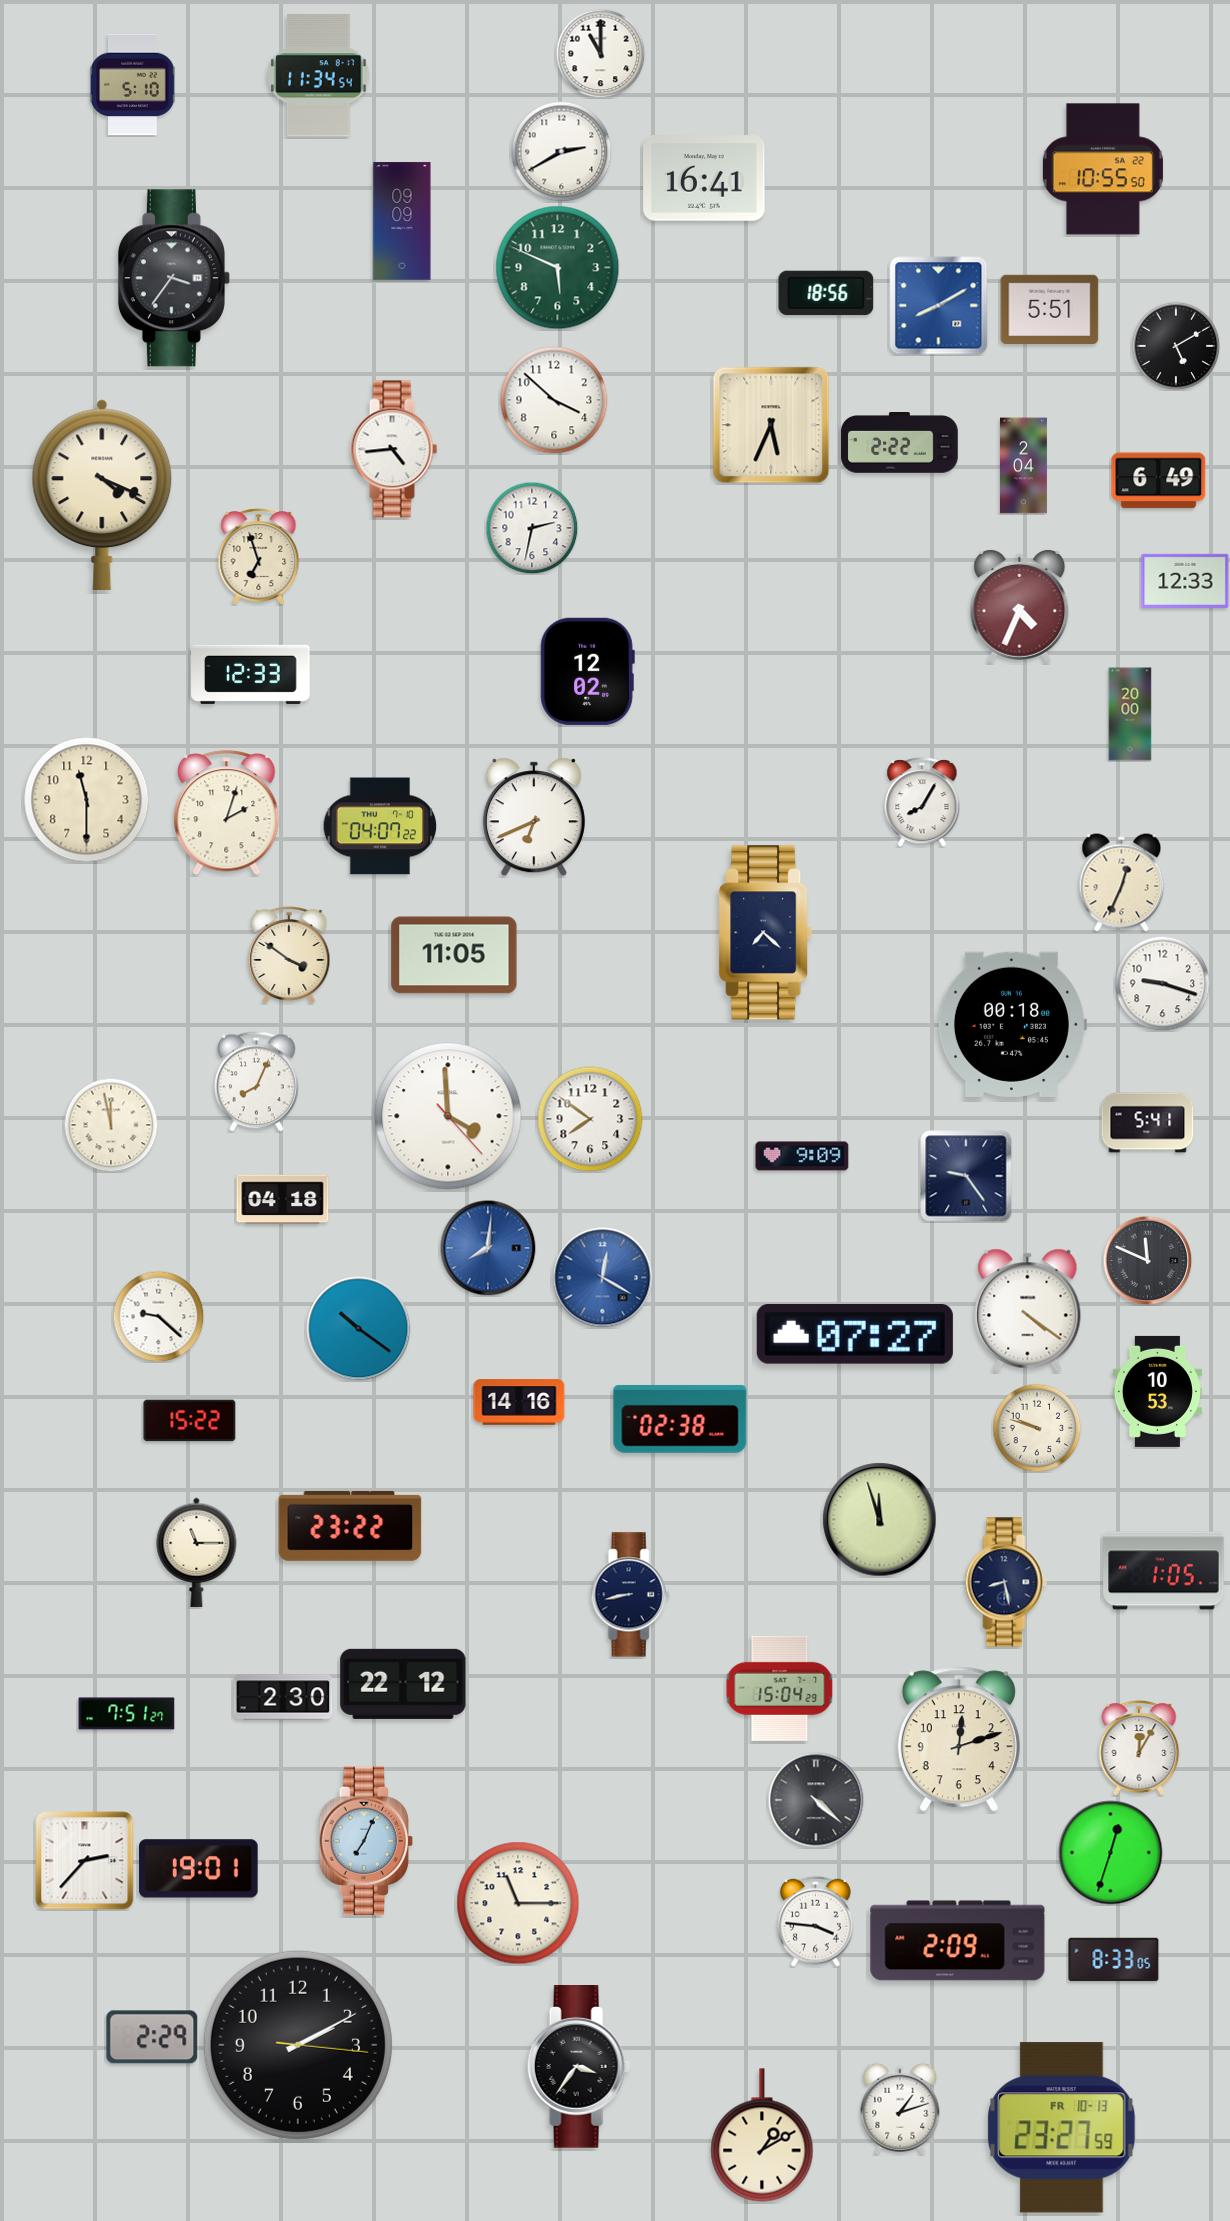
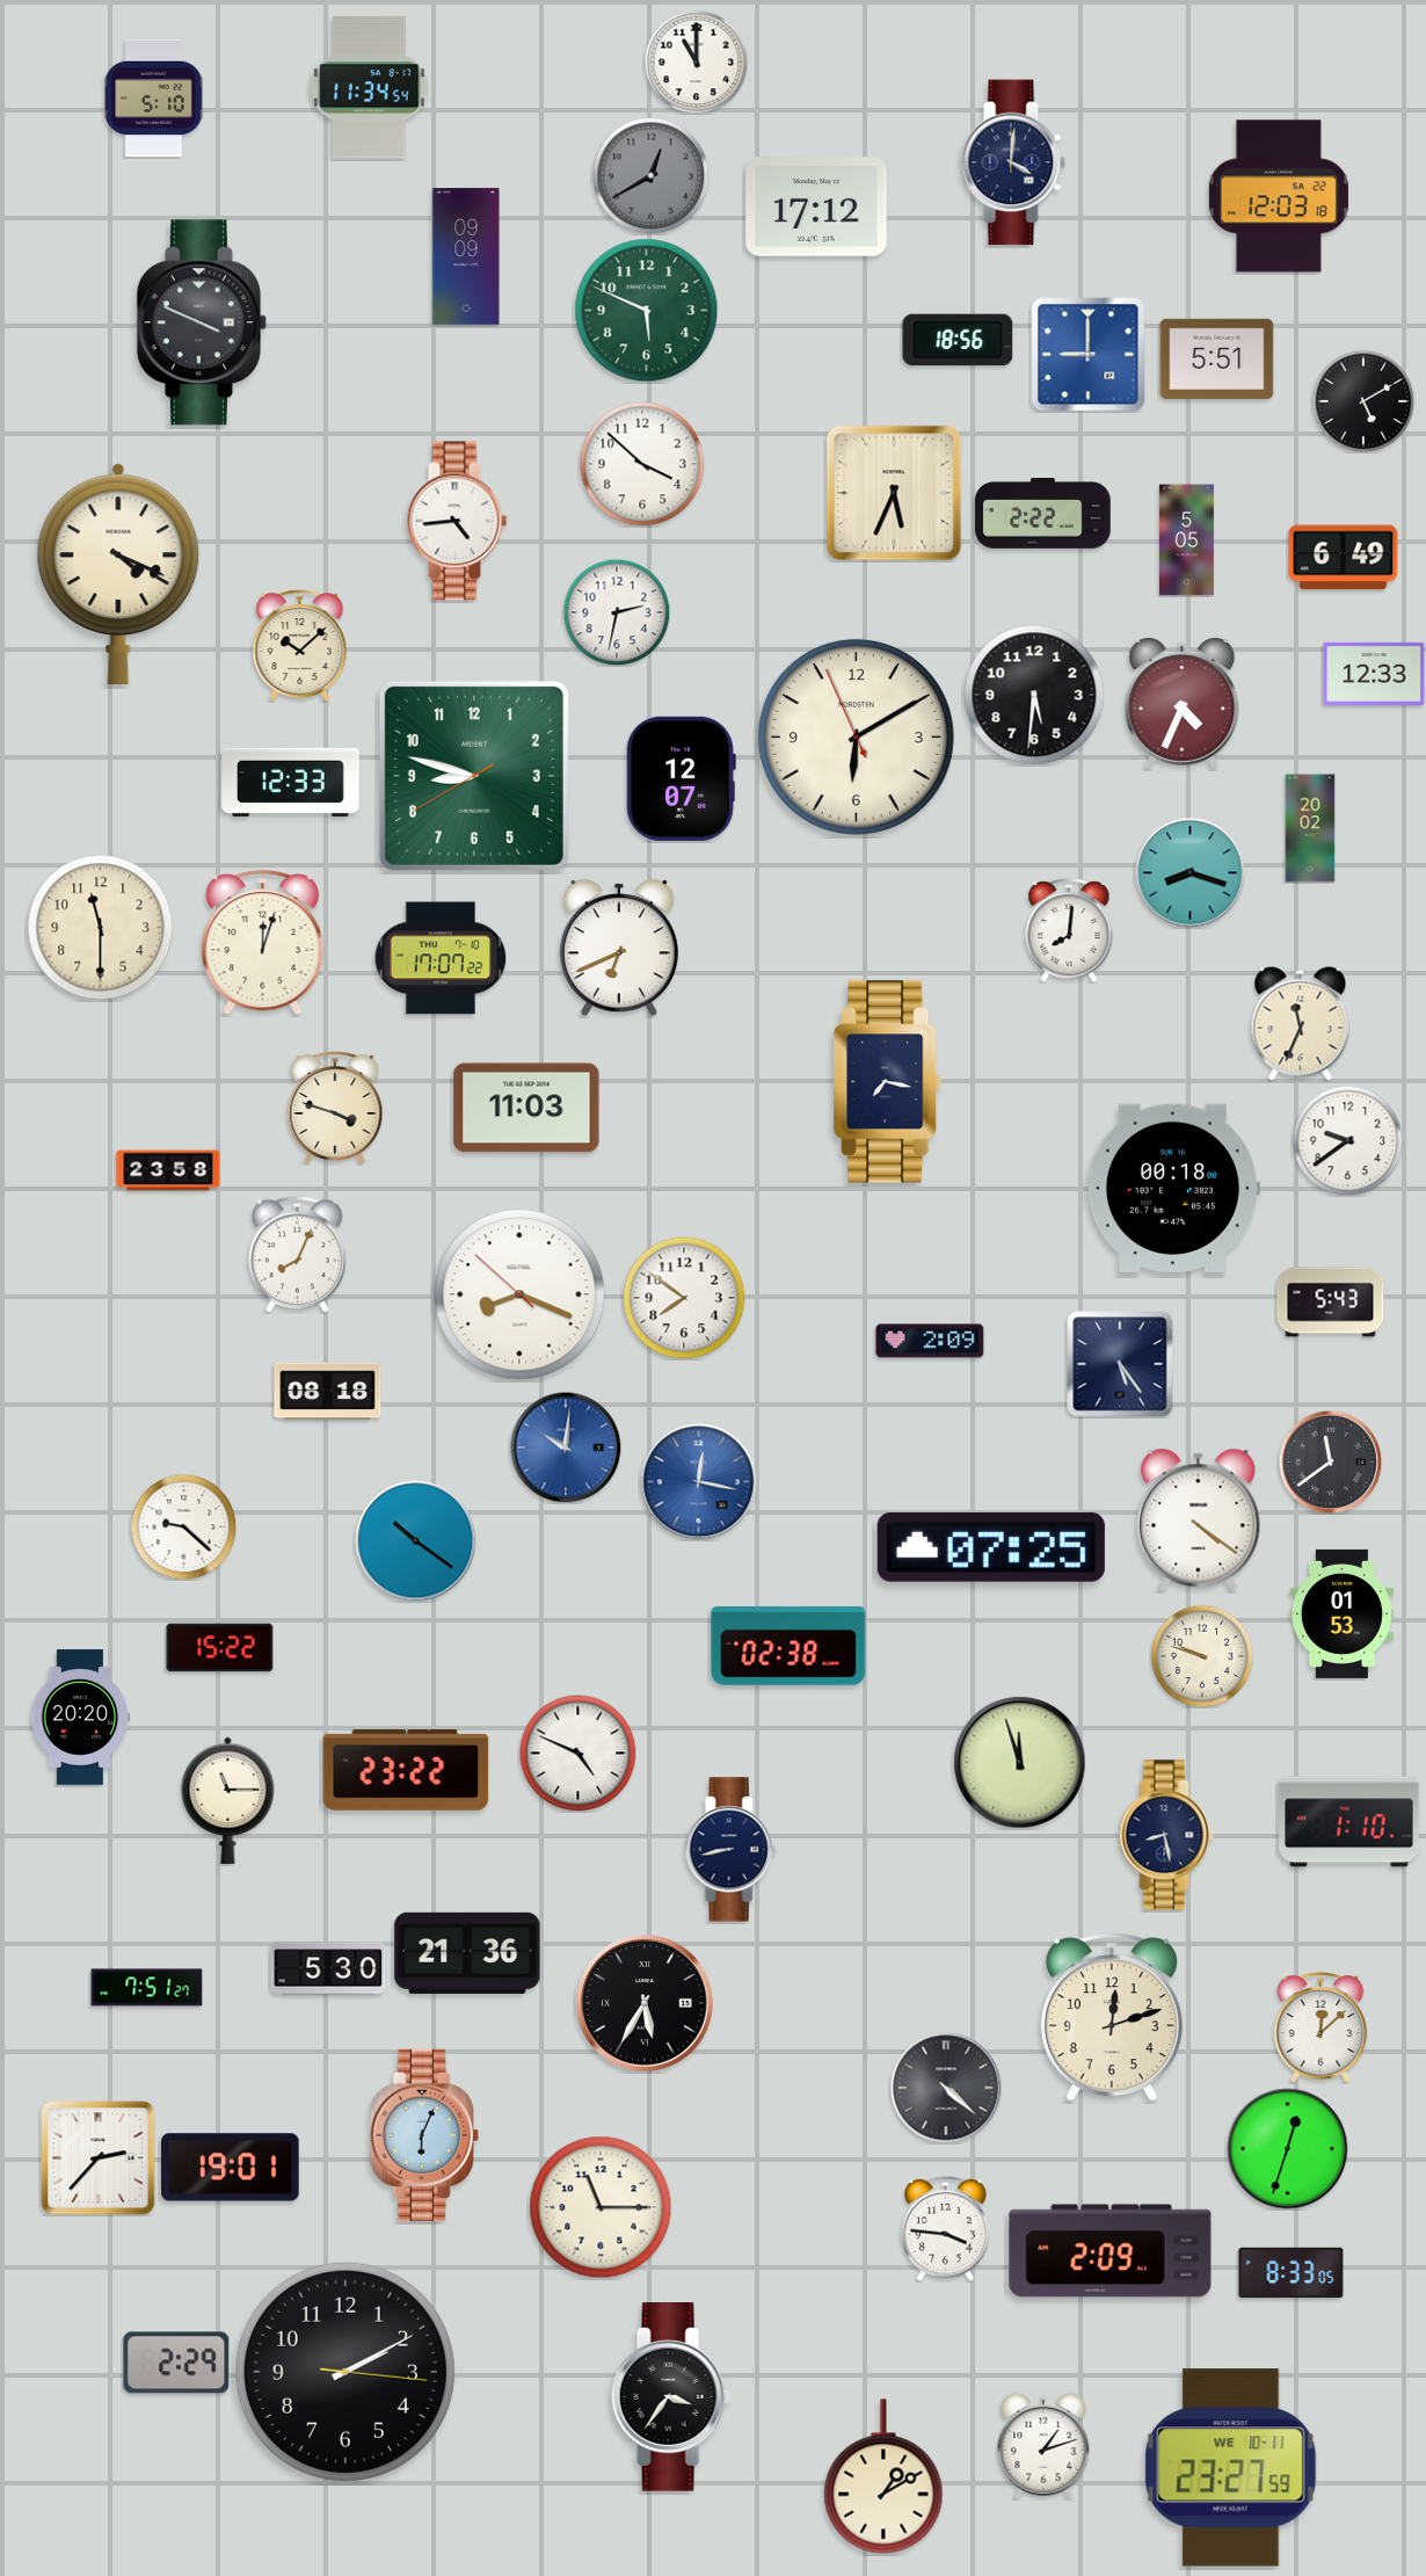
clock at (1013, 162): none -> 4:01
clock at (562, 152): 2:40 -> 12:40
clock at (562, 152) dial: white -> grey
clock at (1103, 169): 10:55 -> 12:03
clock at (704, 178): 16:41 -> 17:12
clock at (174, 278): 3:36 -> 3:49
clock at (939, 306): 8:10 -> 9:00
clock at (1023, 466): 2:04 -> 5:05
clock at (259, 557): 6:57 -> 10:08
clock at (1034, 695): none -> 5:31
clock at (856, 736): none -> 6:09
clock at (474, 776): none -> 8:47
clock at (587, 671): 12:02 -> 12:07
clock at (1130, 714): 20:00 -> 20:02
clock at (1189, 872): none -> 8:18
clock at (922, 802): 8:05 -> 8:01
clock at (227, 813): 2:03 -> 12:03
clock at (380, 826): 04:07 -> 17:07
clock at (1122, 883): 12:34 -> 11:34
clock at (766, 933): 7:22 -> 7:17
clock at (289, 954): 3:51 -> 3:48
clock at (454, 955): 11:05 -> 11:03
clock at (1162, 983): 9:18 -> 9:39
clock at (168, 1170): none -> 23:58
clock at (448, 1116): 3:59 -> 8:18
clock at (1148, 1123): 5:41 -> 5:43
clock at (111, 1125): 11:58 -> none
clock at (802, 1156): 9:09 -> 2:09
clock at (966, 1176): 9:24 -> 5:24
clock at (283, 1200): 04:18 -> 08:18
clock at (488, 1248): 8:01 -> 10:01
clock at (1147, 1260): 11:49 -> 11:39
clock at (603, 1278): 12:20 -> 12:17
clock at (1028, 1310) position: (1028, 1310) -> (1199, 1519)
clock at (855, 1334): 07:27 -> 07:25
clock at (1157, 1391): 10:53 -> 01:53
clock at (519, 1402): 14:16 -> none
clock at (81, 1718): none -> 20:20
clock at (579, 1754): none -> 4:49
clock at (1164, 1571): 1:05 -> 1:10
clock at (403, 1684): 22:12 -> 21:36
clock at (780, 1688): 15:04 -> none
clock at (283, 1697): 2:30 -> 5:30
clock at (645, 2003): none -> 5:35
clock at (1139, 1748): 12:05 -> 12:08
clock at (366, 1840): 7:04 -> 6:04
clock at (1062, 2128) date: FR 10-13 -> WE 10-11
